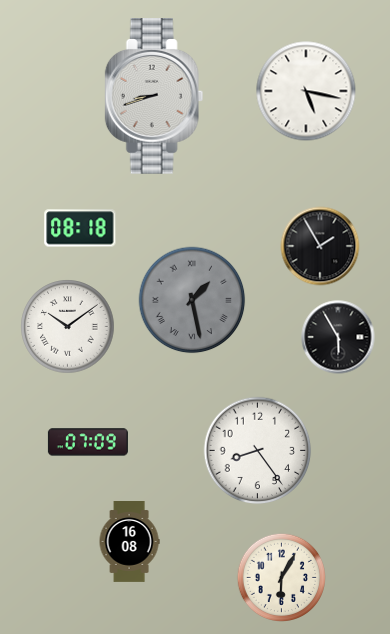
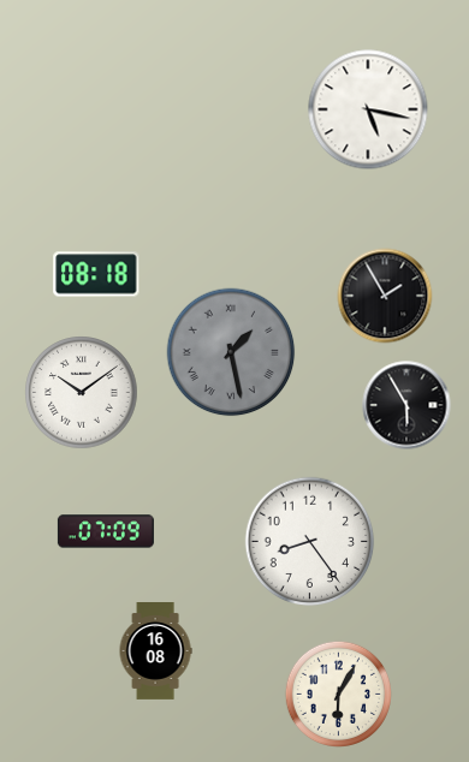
clock at (154, 97): 8:42 -> none
clock at (192, 300) position: (192, 300) -> (231, 352)
